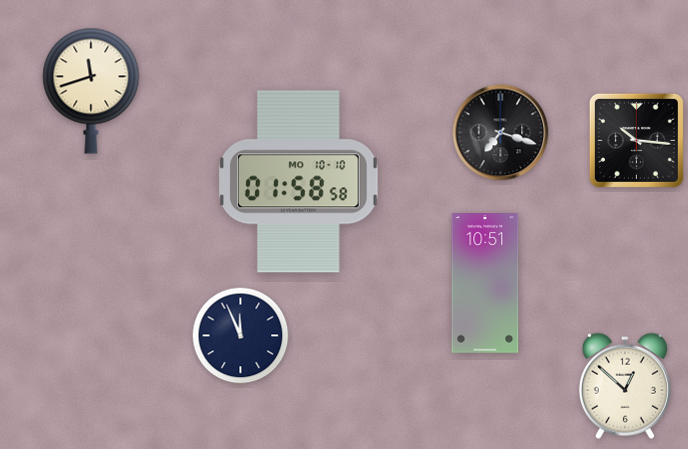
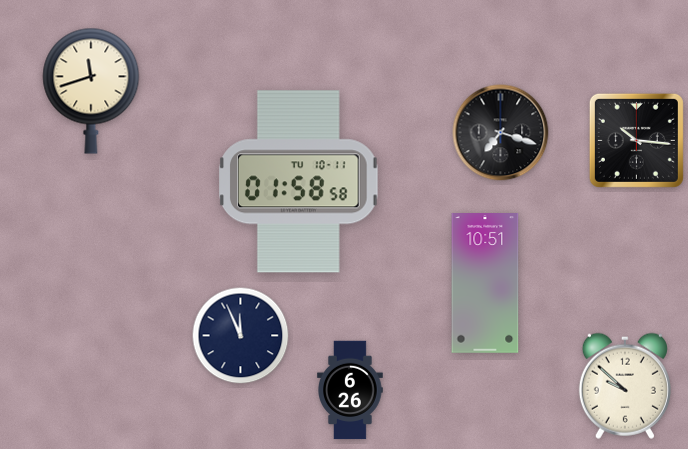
clock at (299, 182) date: MO 10-10 -> TU 10-11
clock at (625, 386): 12:52 -> 9:52
clock at (351, 390): none -> 6:26
